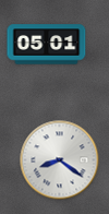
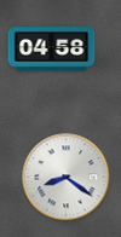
clock at (47, 45): 05:01 -> 04:58
